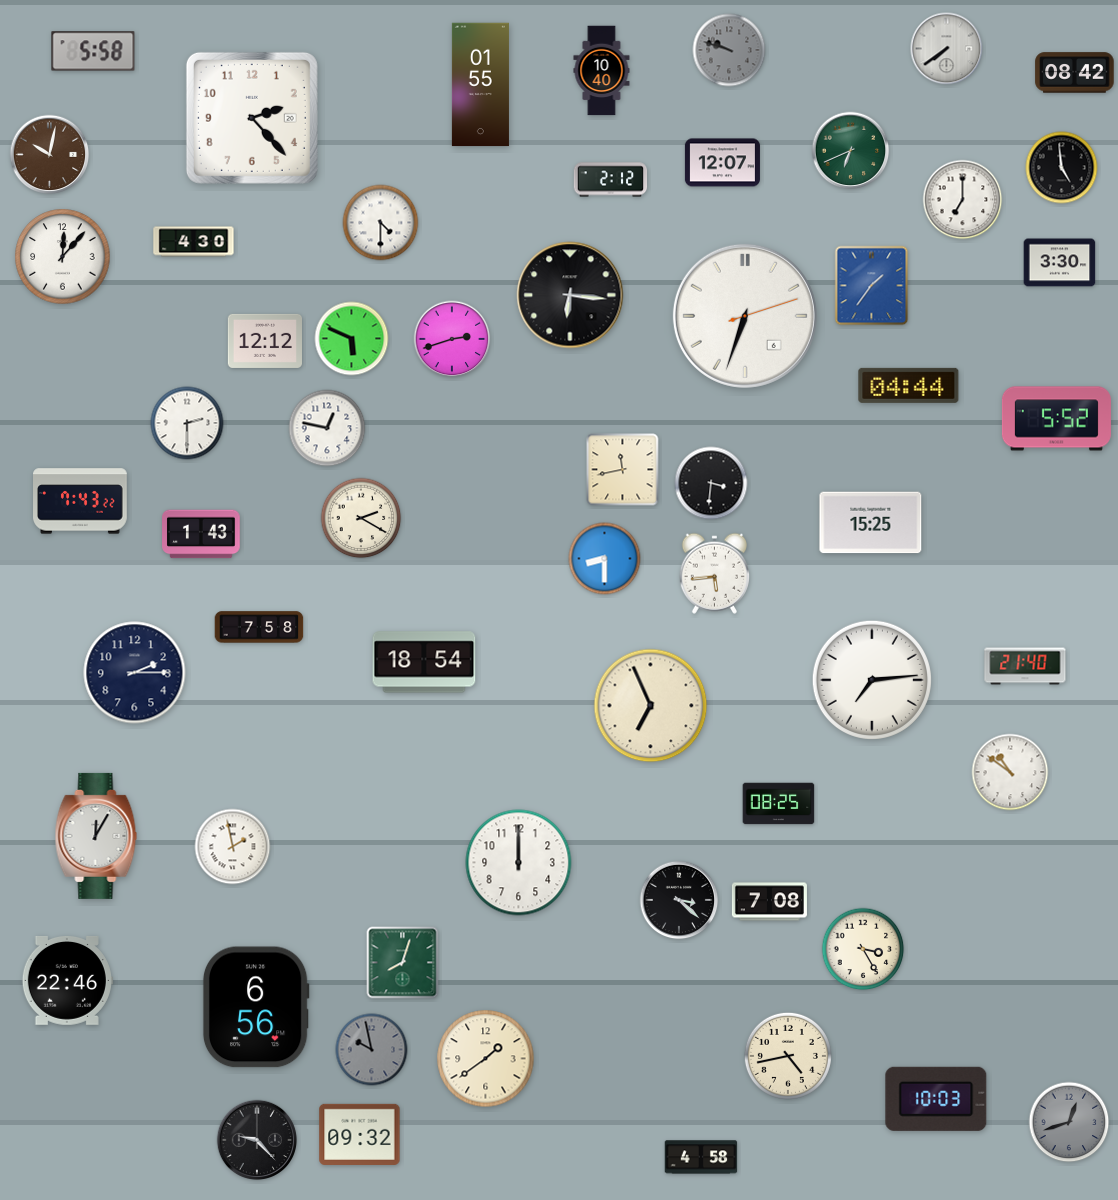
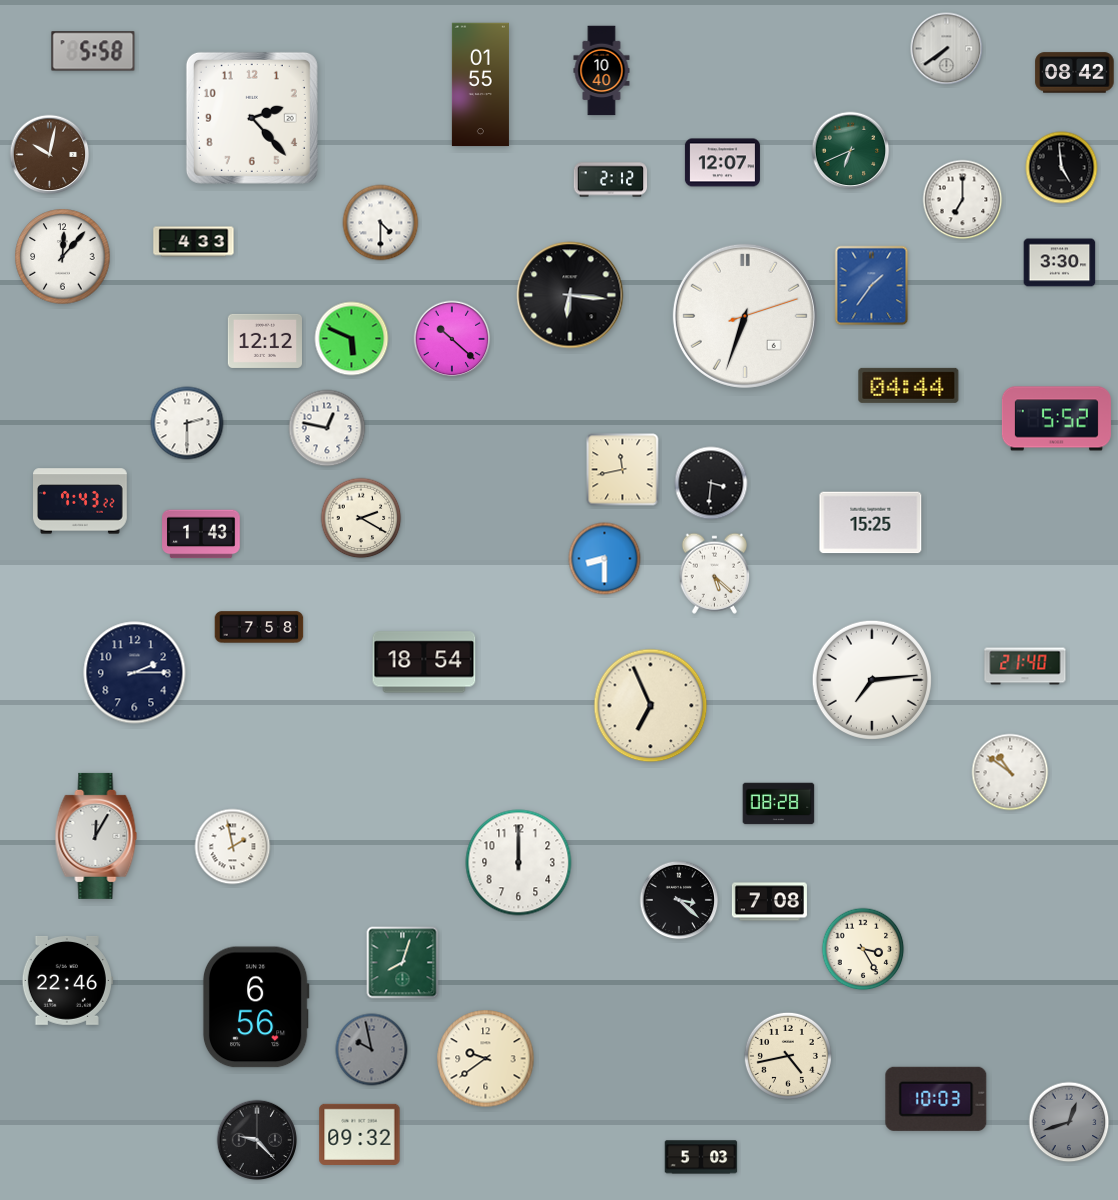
clock at (729, 50): 9:48 -> none
clock at (194, 242): 4:30 -> 4:33
clock at (452, 339): 2:42 -> 10:22
clock at (714, 573): 5:44 -> 5:22
clock at (779, 804): 08:25 -> 08:28
clock at (486, 1059): 1:39 -> 9:39
clock at (701, 1157): 4:58 -> 5:03
